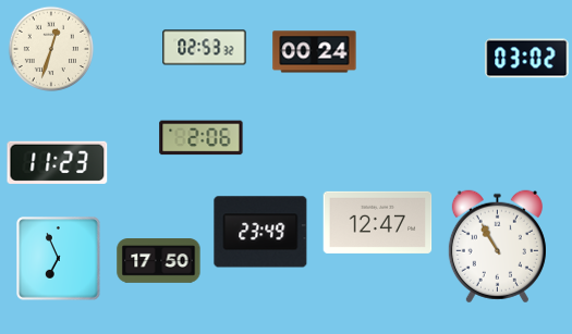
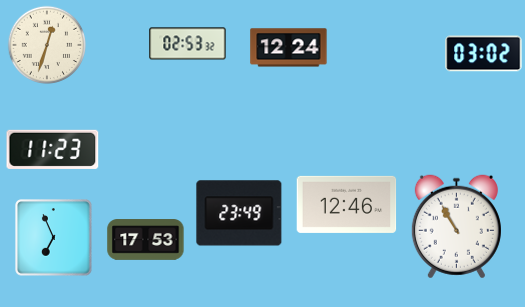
clock at (315, 52): 00:24 -> 12:24
clock at (202, 138): 2:06 -> none
clock at (378, 222): 12:47 -> 12:46
clock at (159, 261): 17:50 -> 17:53
